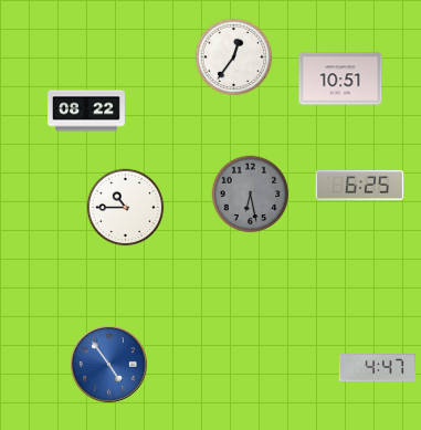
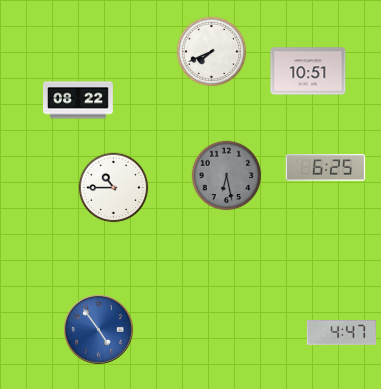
clock at (234, 57): 12:36 -> 7:41
